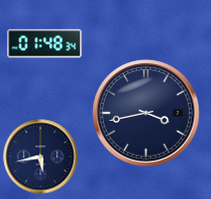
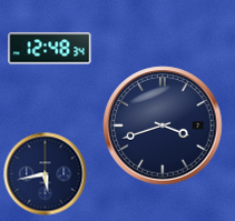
clock at (45, 44): 01:48 -> 12:48
clock at (146, 113): 3:43 -> 3:42
